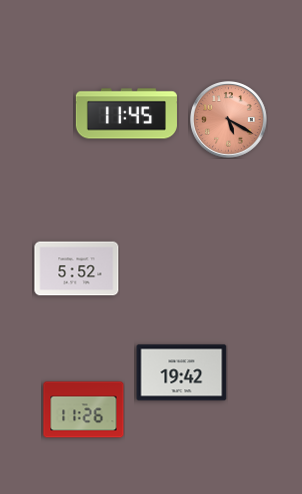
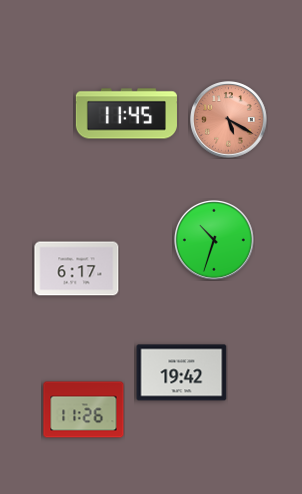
clock at (214, 240): none -> 10:33
clock at (77, 269): 5:52 -> 6:17
